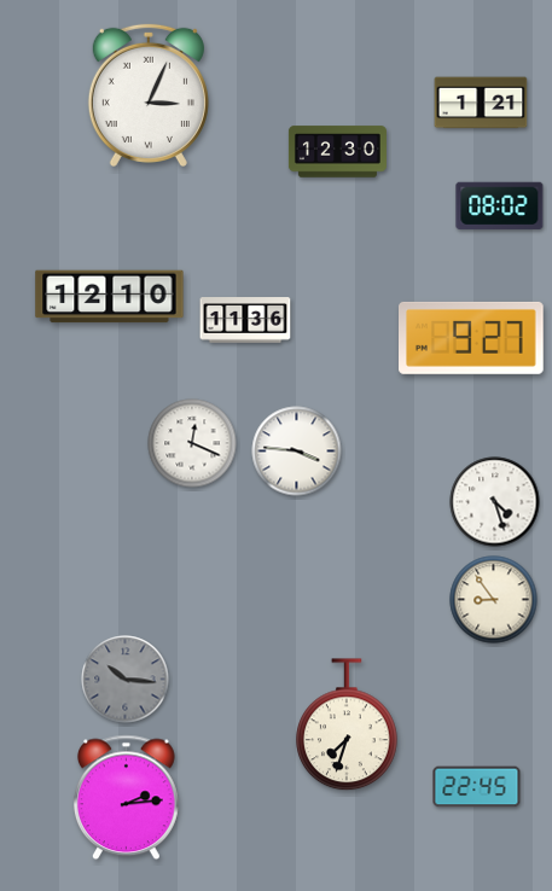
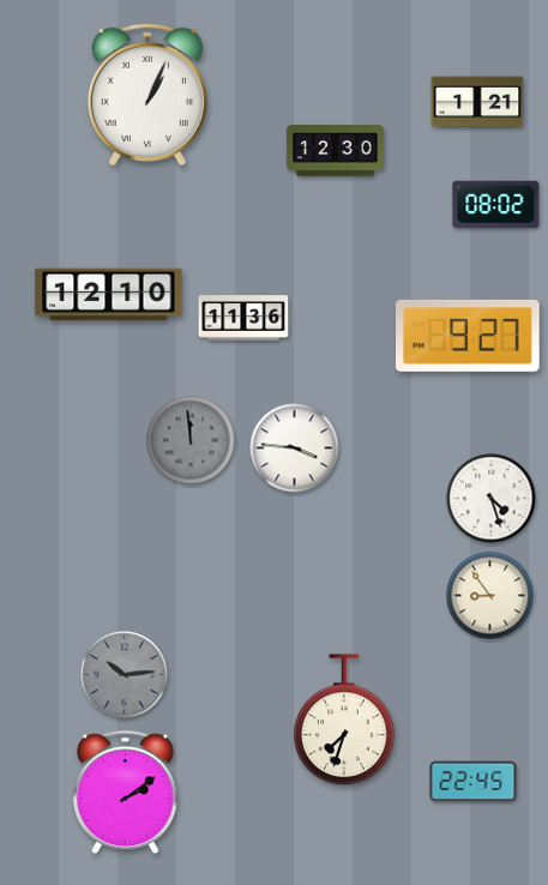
clock at (149, 94): 3:04 -> 1:04
clock at (192, 443): 12:19 -> 11:59
clock at (192, 443) dial: white -> grey
clock at (126, 680): 10:16 -> 10:14
clock at (126, 798): 2:14 -> 2:09
